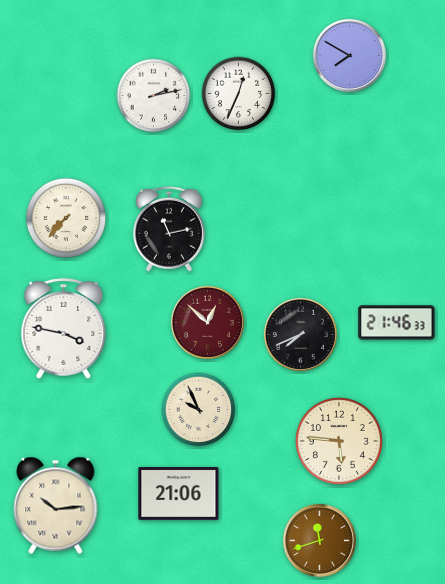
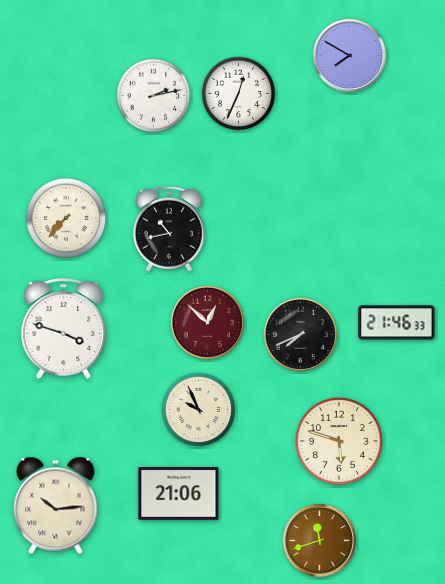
clock at (169, 229): 11:13 -> 10:43
clock at (64, 329): 3:47 -> 3:48
clock at (339, 441): 5:46 -> 5:48
